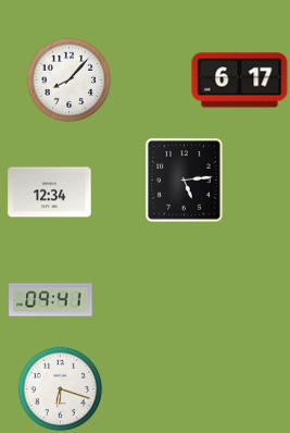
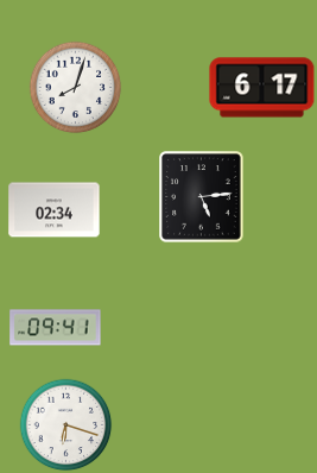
clock at (68, 79): 8:07 -> 8:03
clock at (50, 193): 12:34 -> 02:34
